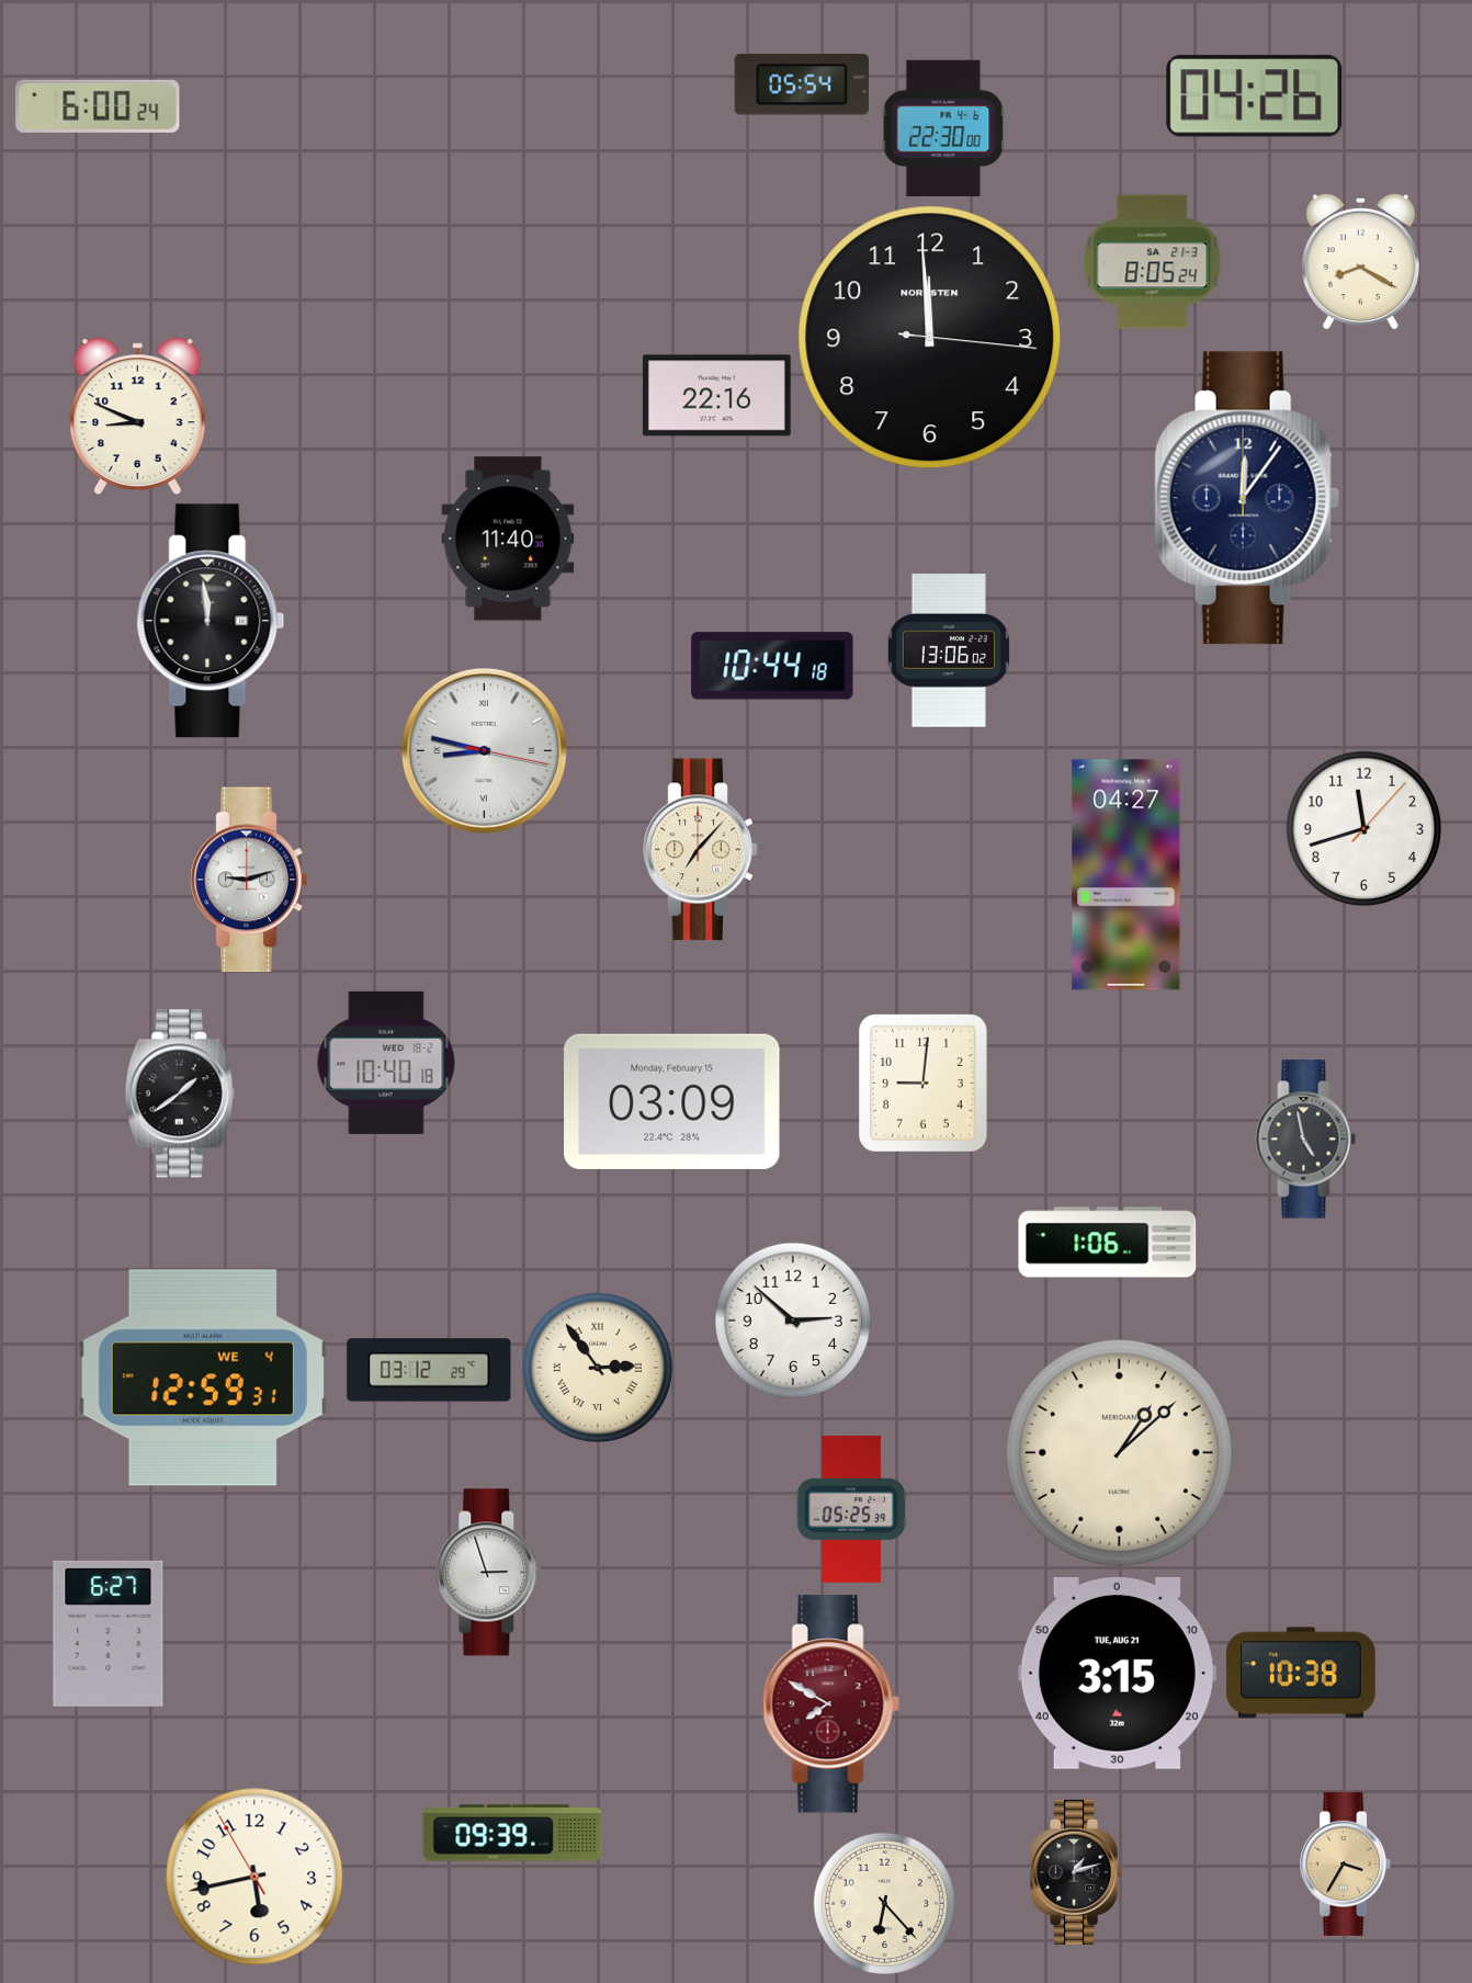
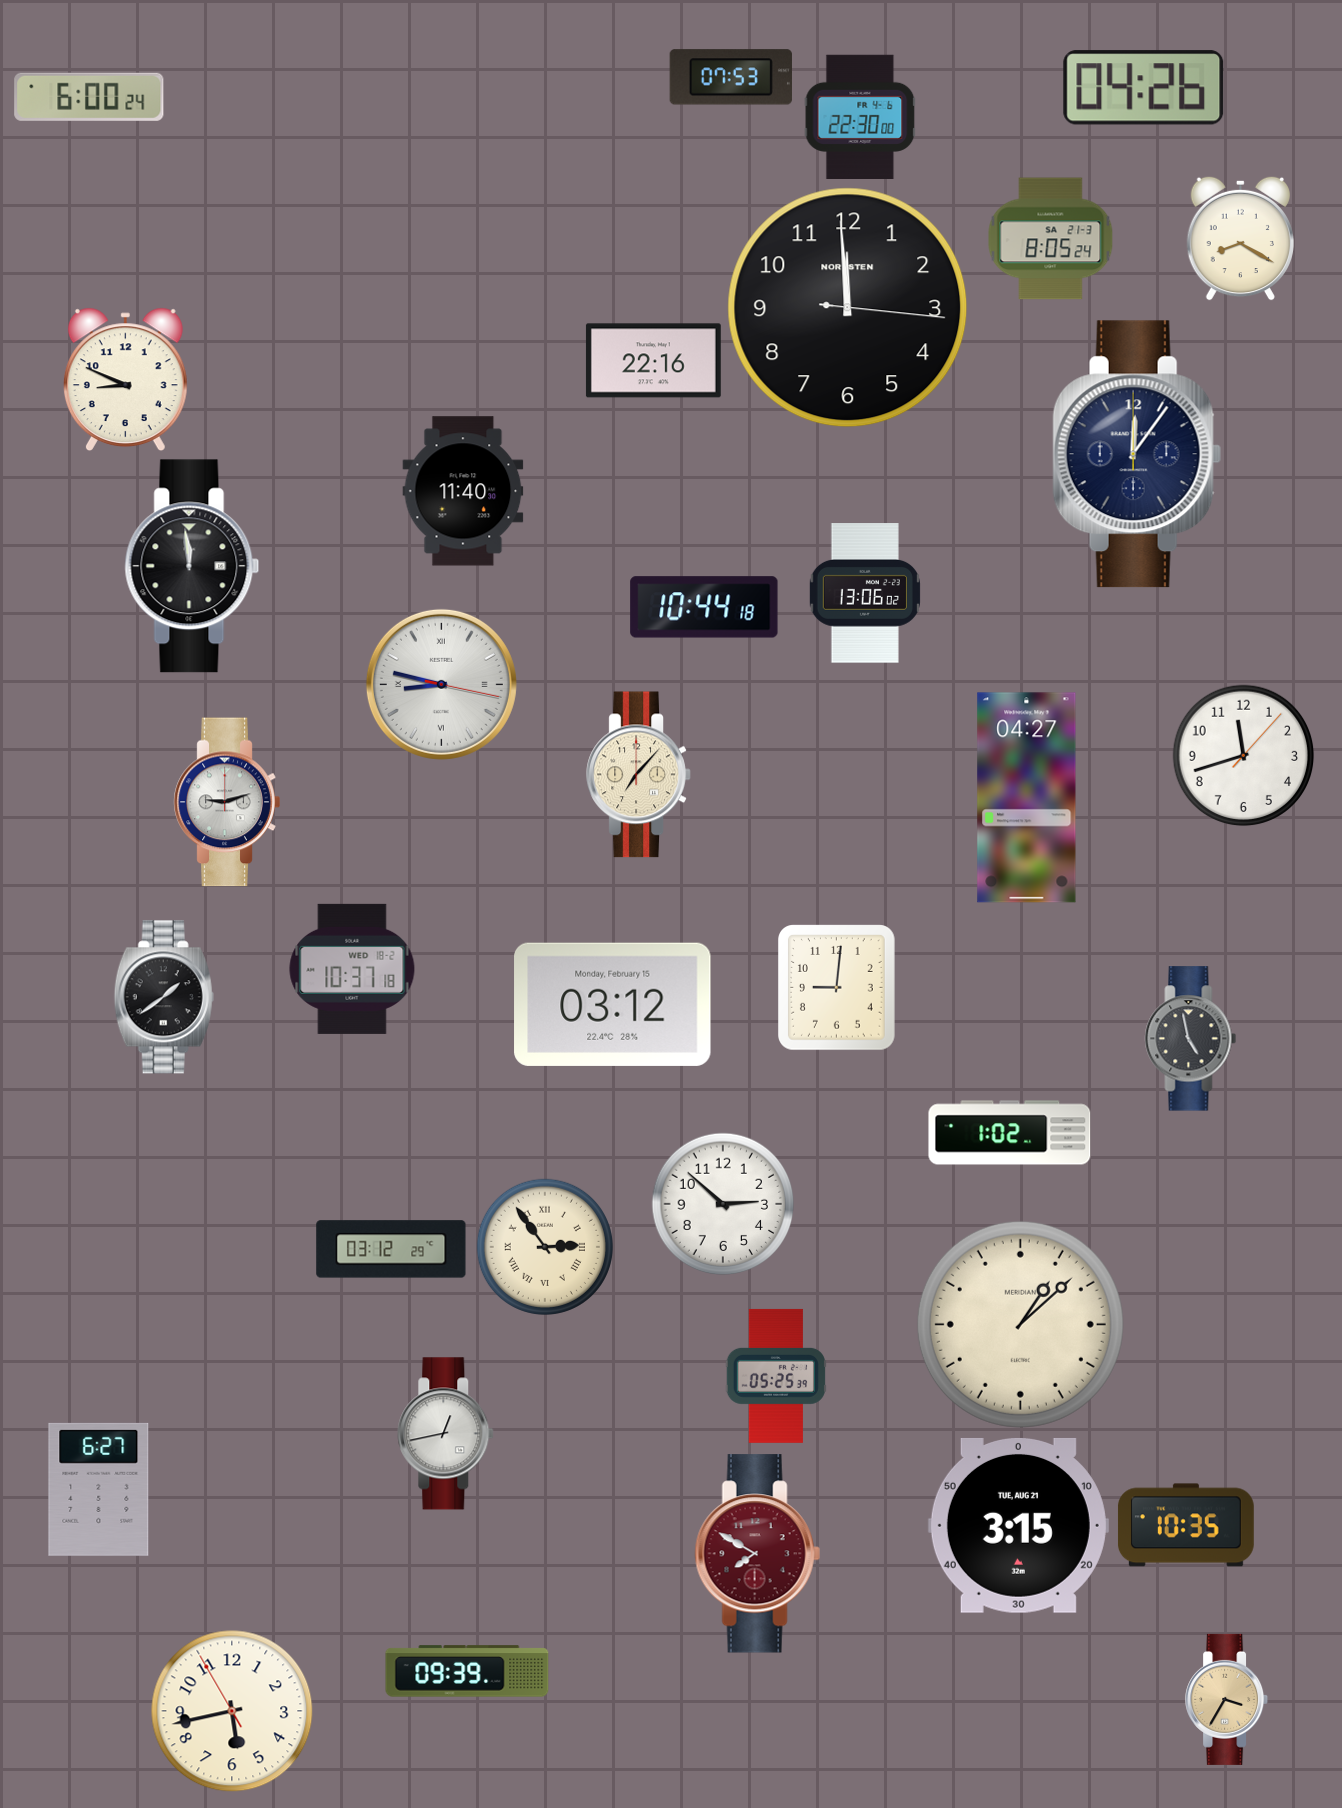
clock at (802, 84): 05:54 -> 07:53
clock at (386, 1063): 10:40 -> 10:37
clock at (924, 1084) position: (924, 1084) -> (837, 988)
clock at (672, 1101): 03:09 -> 03:12
clock at (1108, 1243): 1:06 -> 1:02
clock at (203, 1378): 12:59 -> none
clock at (489, 1573): 2:57 -> 12:43
clock at (1301, 1673): 10:38 -> 10:35
clock at (1077, 1872): 1:12 -> none
clock at (884, 1903): 6:23 -> none
